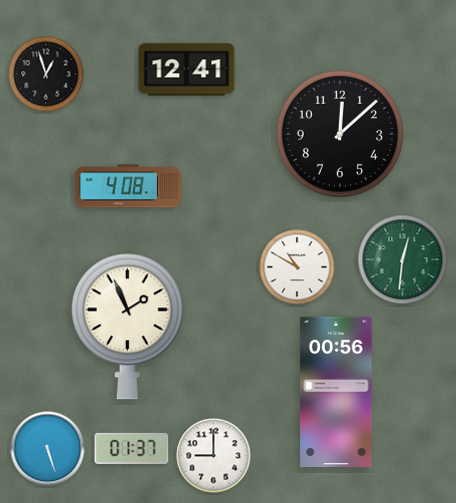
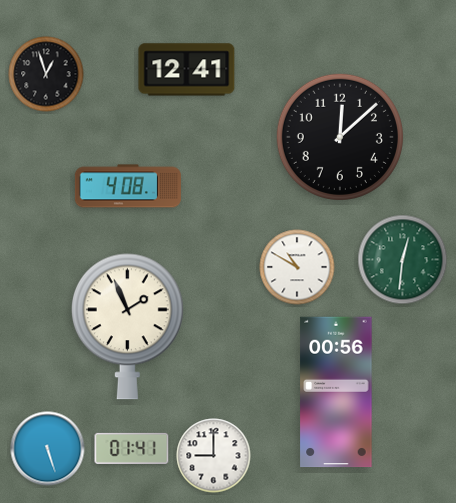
clock at (340, 134) position: (340, 134) -> (340, 137)
clock at (132, 448): 01:37 -> 01:41
